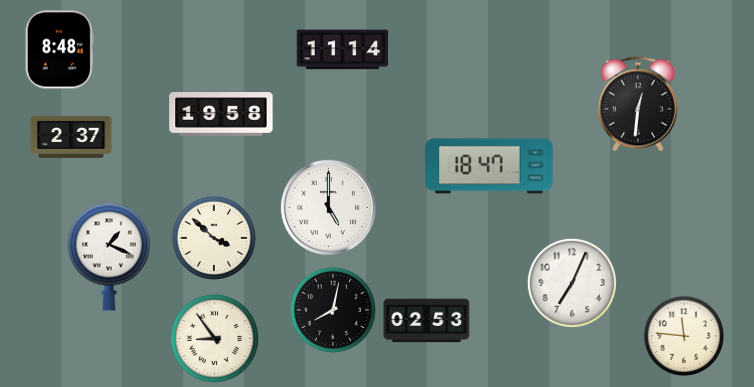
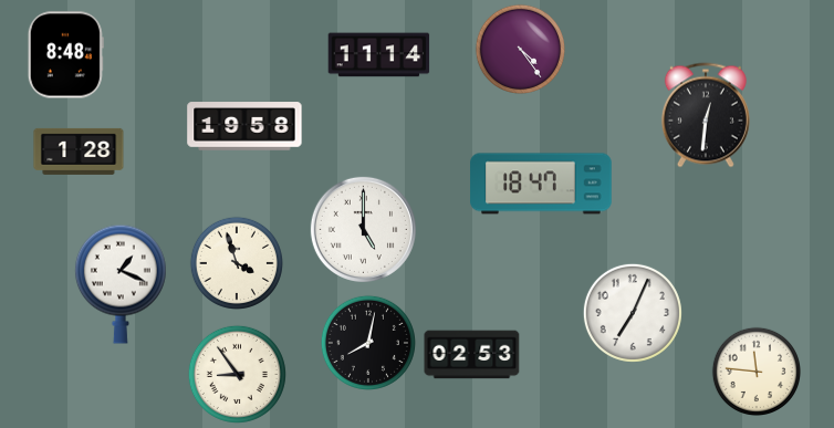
clock at (520, 49): none -> 4:24
clock at (71, 137): 2:37 -> 1:28
clock at (214, 238): 3:52 -> 3:57
